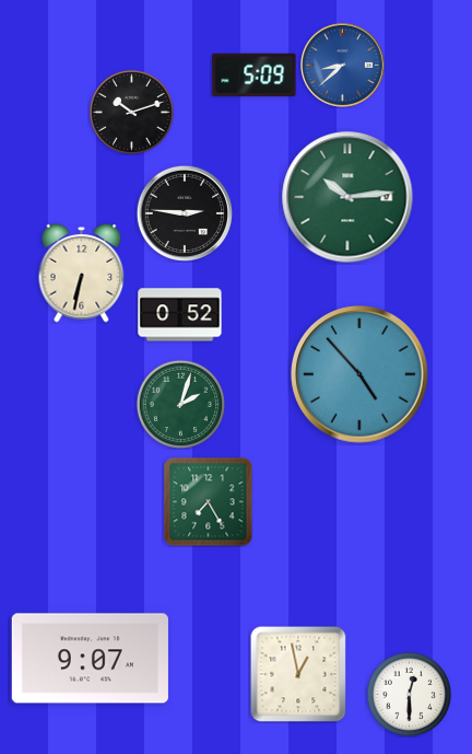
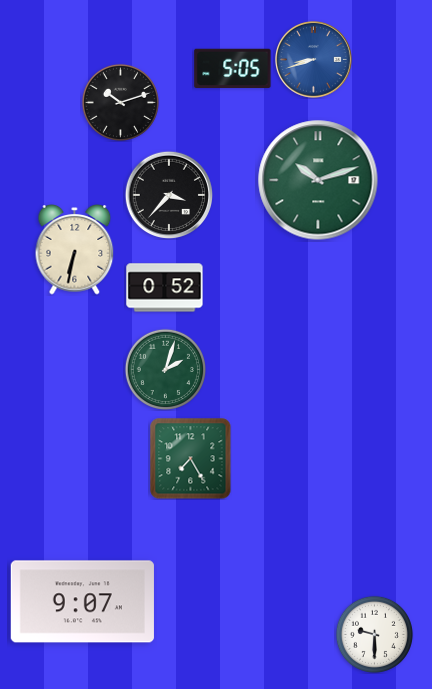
clock at (343, 66): 8:38 -> 8:42
clock at (255, 76): 5:09 -> 5:05
clock at (347, 197): 10:14 -> 10:12
clock at (185, 213): 2:46 -> 3:37
clock at (359, 374): 4:53 -> none
clock at (298, 674): 12:58 -> none
clock at (409, 694): 12:30 -> 9:30
